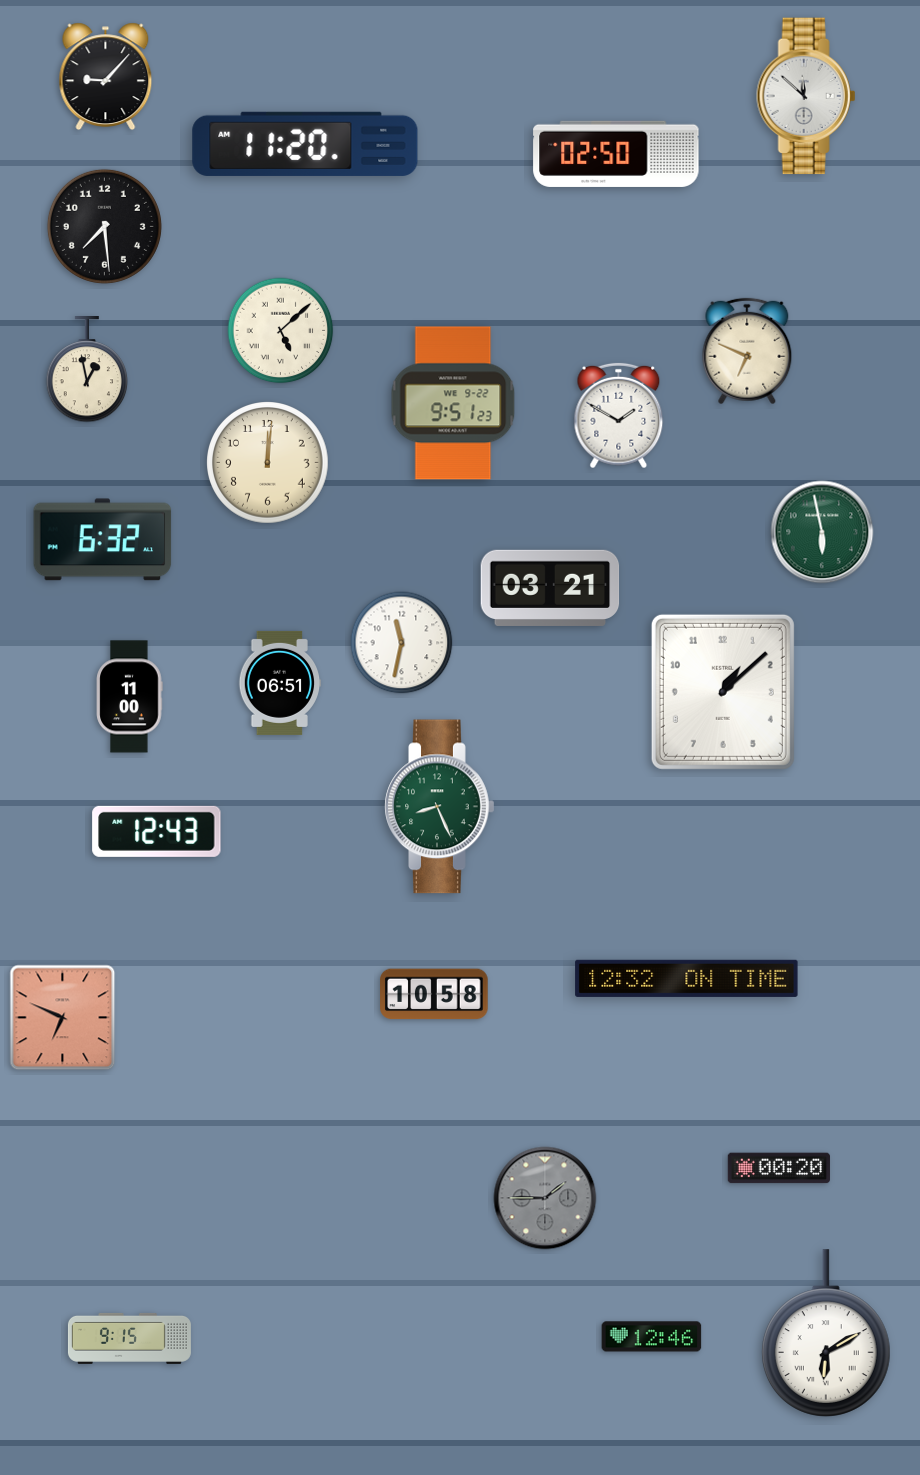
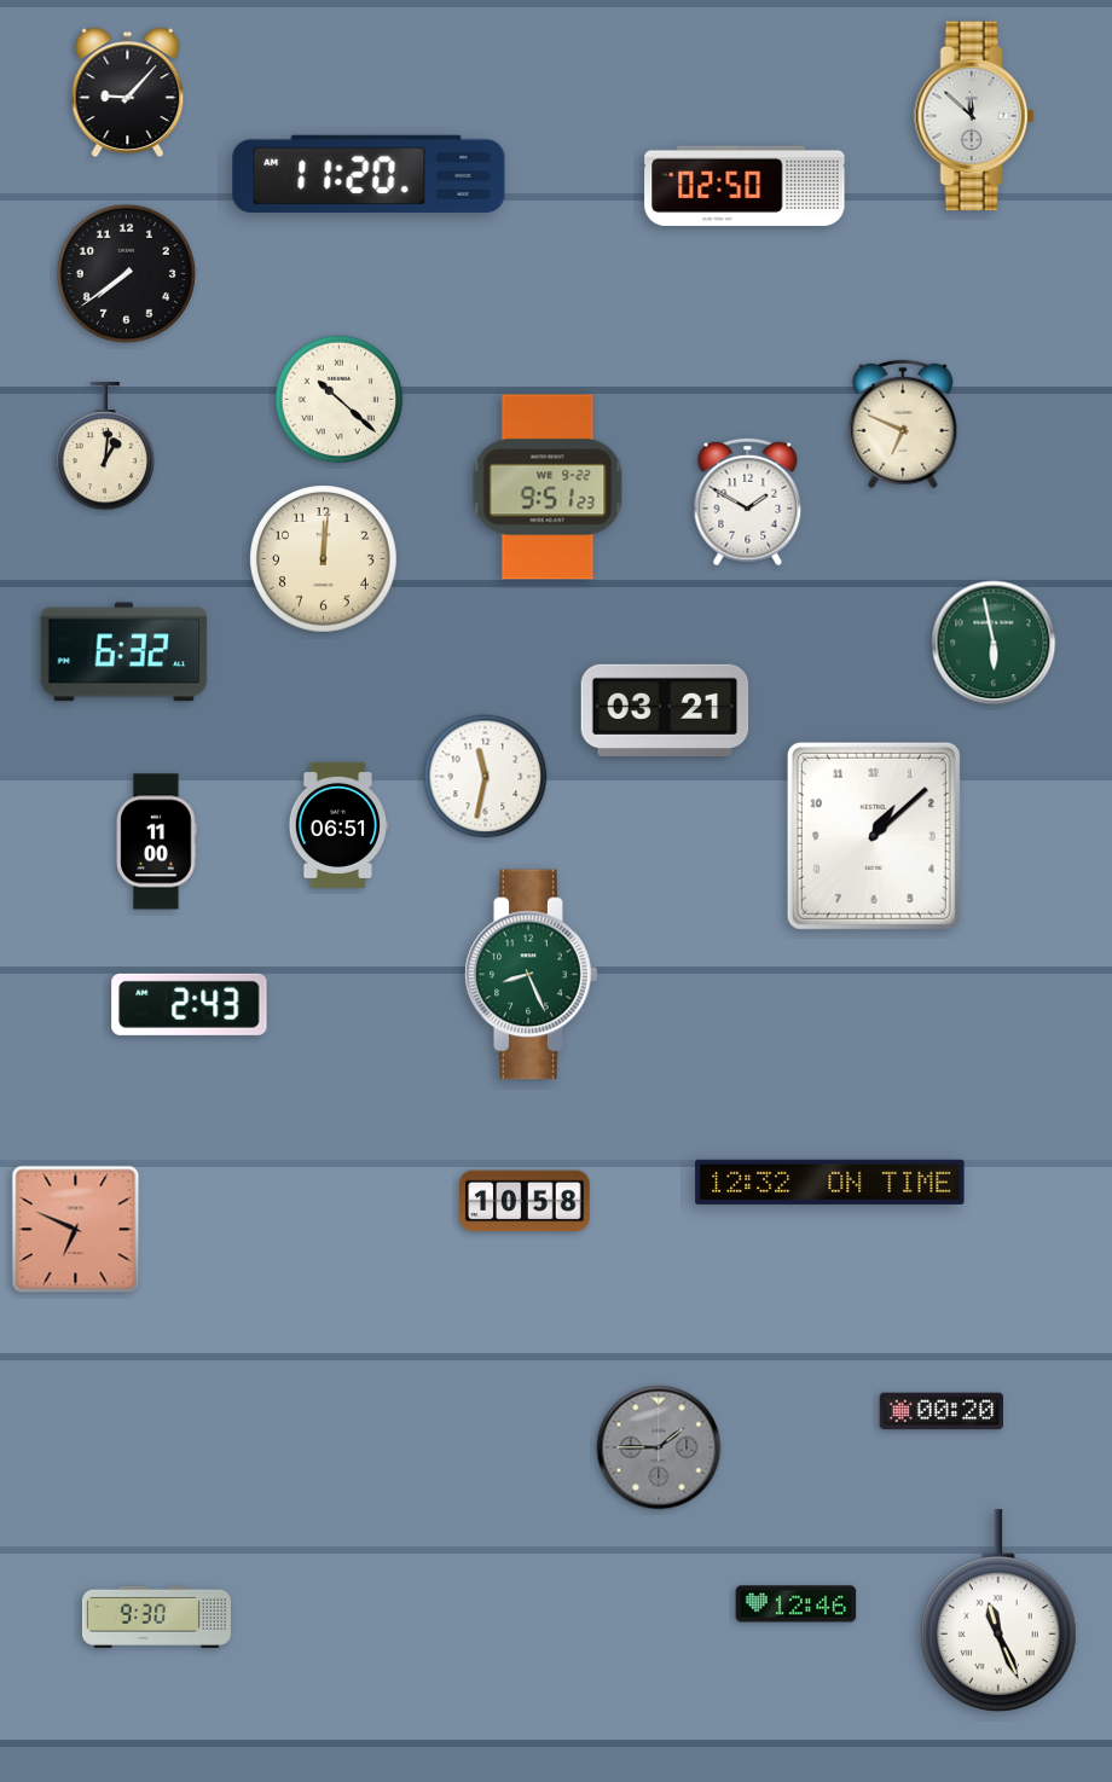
clock at (104, 226): 7:29 -> 7:39
clock at (281, 331): 5:08 -> 10:22
clock at (87, 369): 12:58 -> 1:01
clock at (157, 831): 12:43 -> 2:43
clock at (826, 1333): 6:10 -> 11:26
clock at (652, 1337) position: (652, 1337) -> (797, 1604)
clock at (129, 1338): 9:15 -> 9:30
